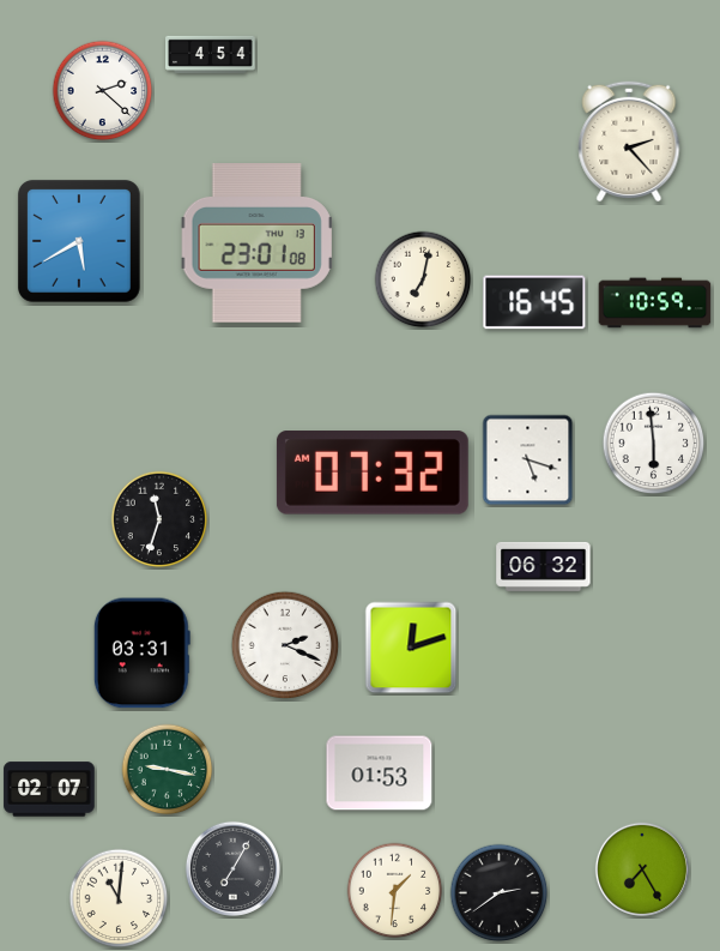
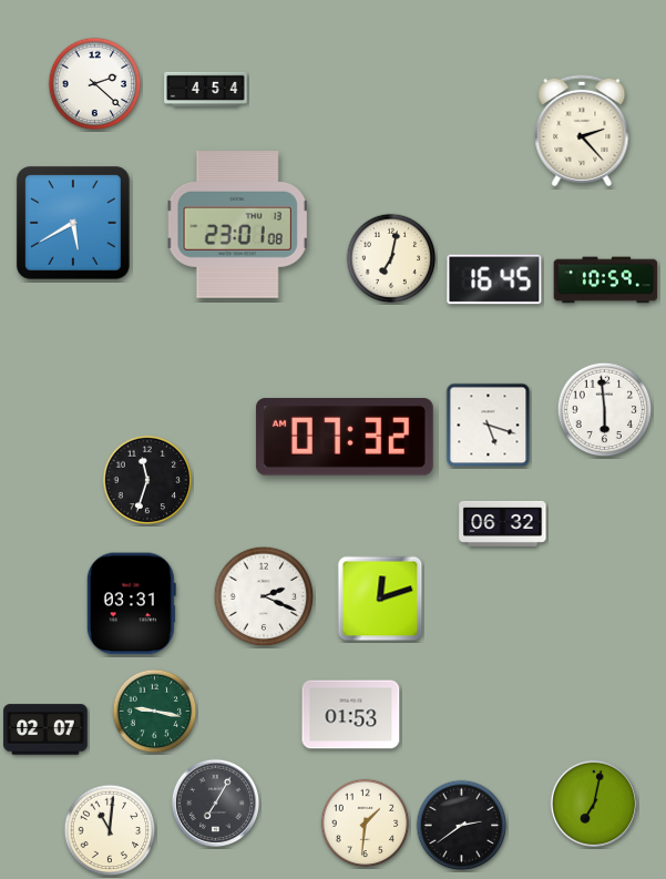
clock at (211, 54) position: (211, 54) -> (206, 89)
clock at (642, 869): 7:25 -> 7:02
